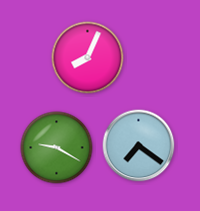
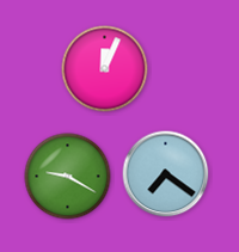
clock at (88, 58): 8:04 -> 12:04
